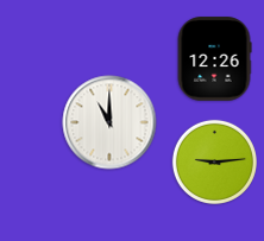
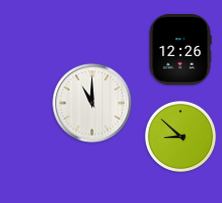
clock at (214, 161): 9:14 -> 8:52
